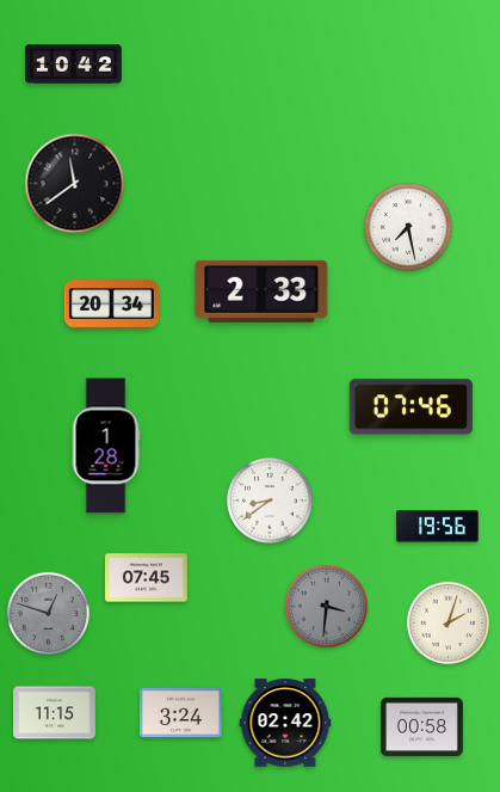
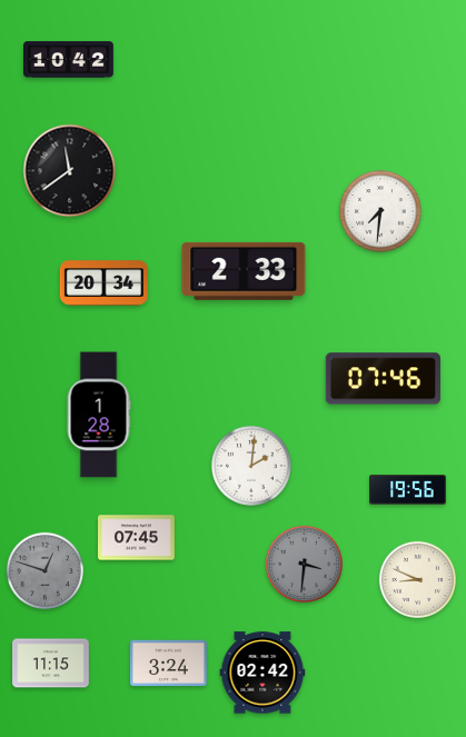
clock at (408, 227): 7:28 -> 7:31
clock at (271, 502): 8:39 -> 2:01
clock at (447, 622): 2:03 -> 8:49
clock at (285, 723) position: (285, 723) -> (262, 673)
clock at (422, 726): 00:58 -> none
